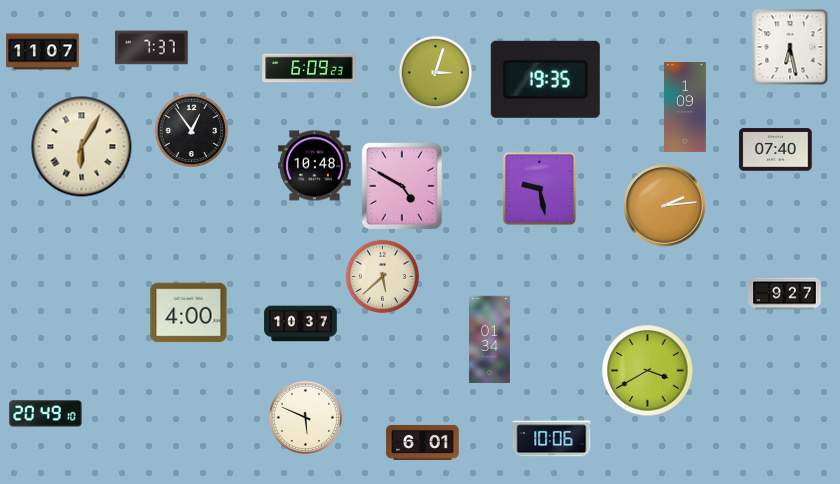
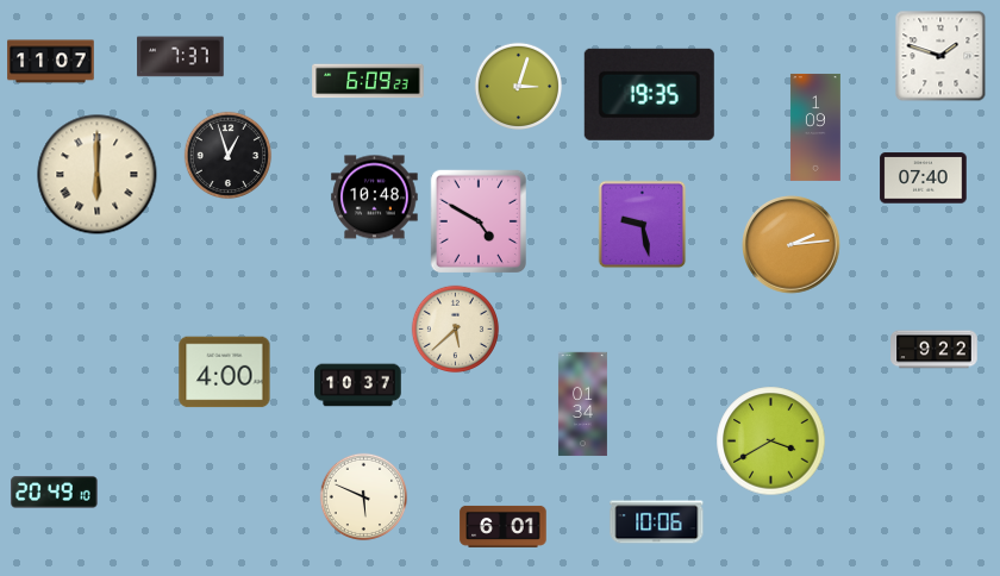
clock at (790, 47): 6:28 -> 1:48
clock at (192, 131): 12:54 -> 12:57
clock at (82, 147): 6:05 -> 6:00
clock at (785, 294): 9:27 -> 9:22
